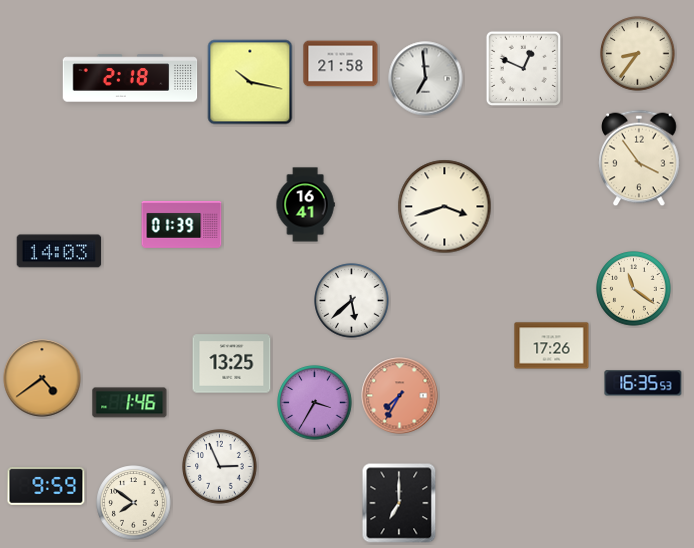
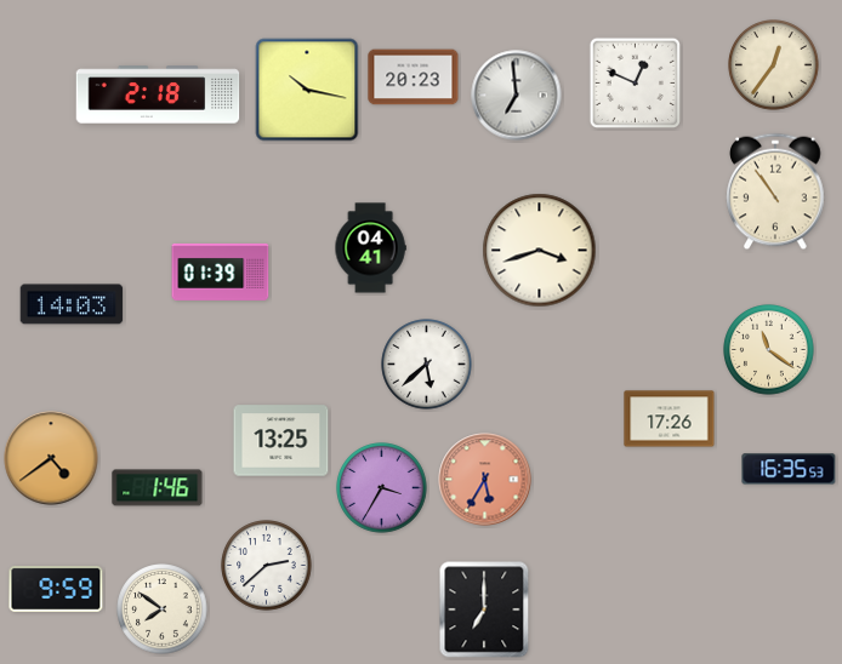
clock at (638, 54): 8:36 -> 12:36
clock at (341, 64): 21:58 -> 20:23
clock at (250, 82) position: (250, 82) -> (307, 90)
clock at (639, 158): 3:54 -> 10:54
clock at (305, 205): 16:41 -> 04:41
clock at (643, 383) position: (643, 383) -> (789, 469)
clock at (400, 396): 7:35 -> 5:35
clock at (220, 467): 2:56 -> 2:38
